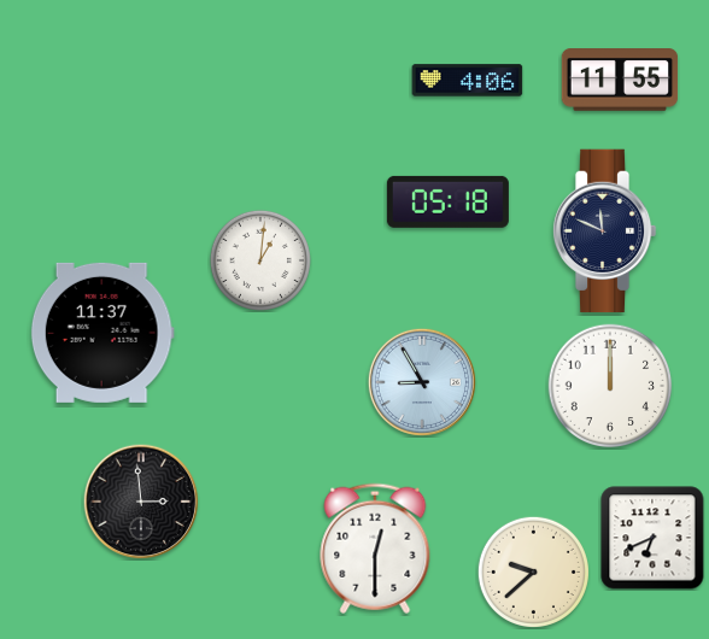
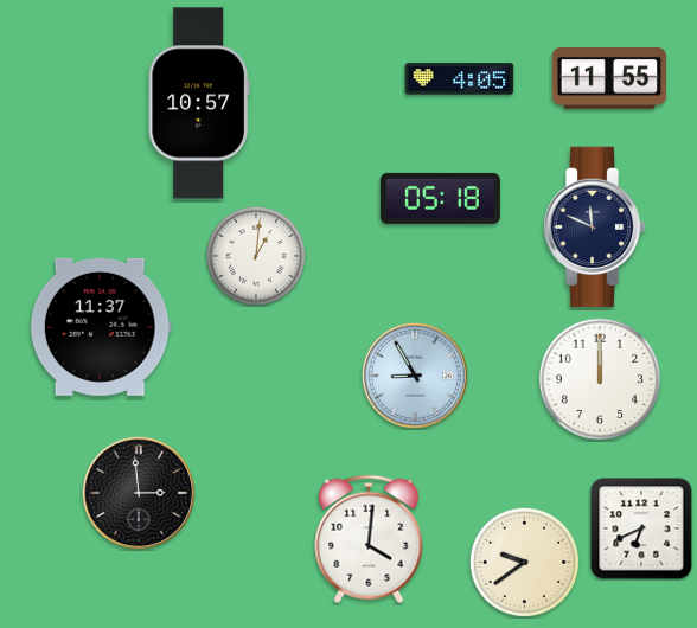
clock at (468, 81): 4:06 -> 4:05
clock at (199, 103): none -> 10:57
clock at (375, 549): 12:30 -> 4:01
clock at (533, 571): 9:38 -> 9:39
